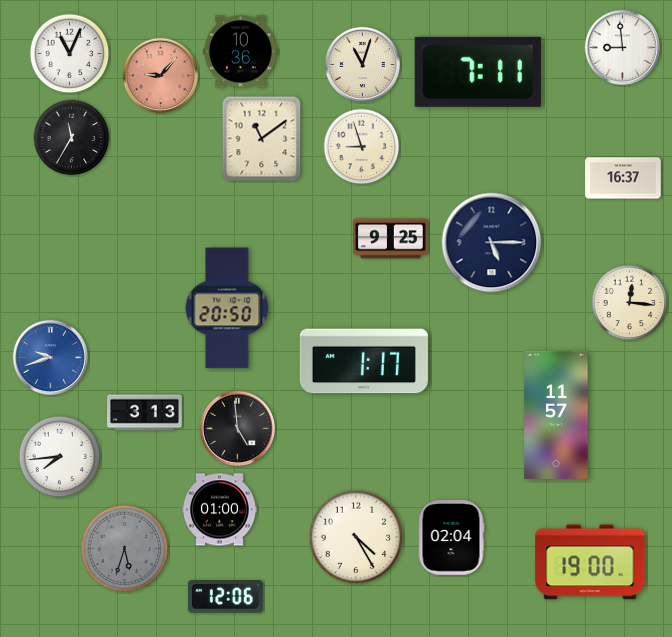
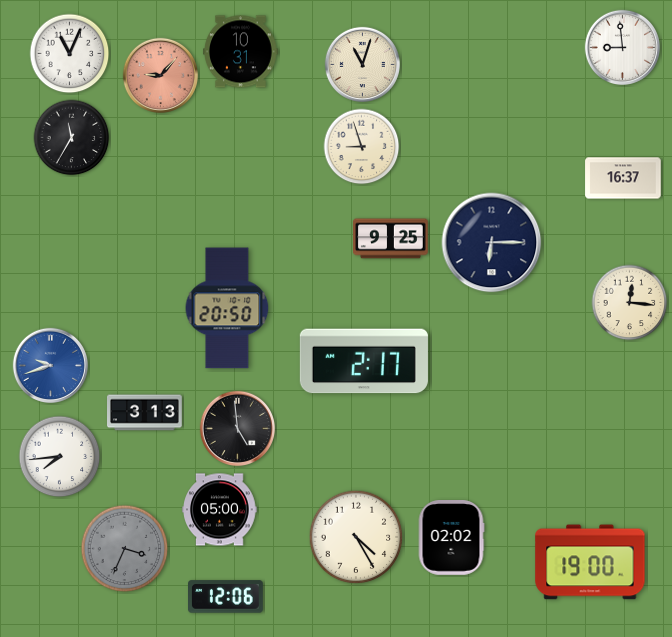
clock at (241, 52): 10:36 -> 10:31
clock at (478, 72): 7:11 -> none
clock at (262, 139): 11:09 -> none
clock at (492, 243): 5:15 -> 6:15
clock at (50, 357) position: (50, 357) -> (50, 365)
clock at (364, 361): 1:17 -> 2:17
clock at (556, 415): 11:57 -> none
clock at (220, 510): 01:00 -> 05:00
clock at (451, 538): 02:04 -> 02:02
clock at (125, 549): 5:33 -> 3:34
